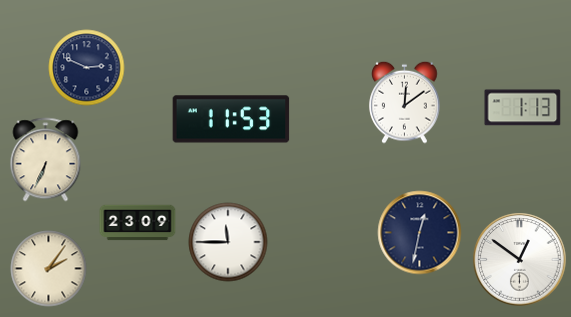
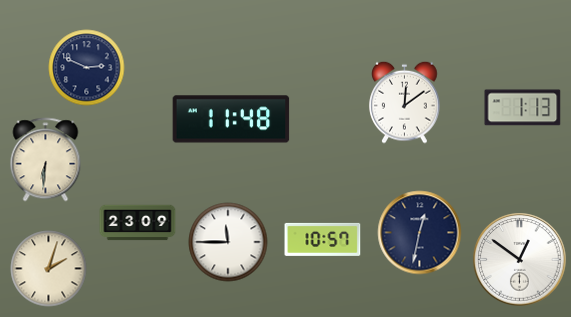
clock at (231, 119): 11:53 -> 11:48
clock at (46, 160): 6:34 -> 6:31
clock at (323, 239): none -> 10:57
clock at (49, 269): 2:06 -> 2:03
